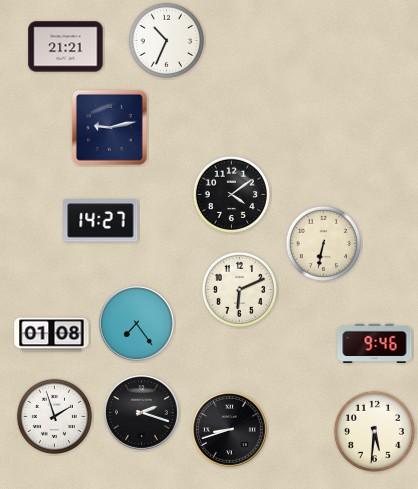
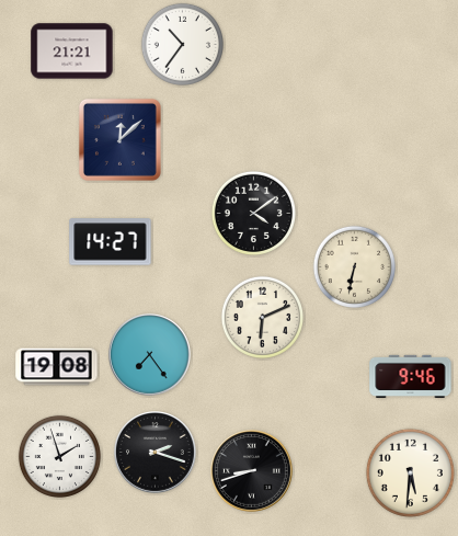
clock at (166, 40): 10:34 -> 10:36
clock at (109, 127): 9:13 -> 12:08
clock at (52, 335): 01:08 -> 19:08
